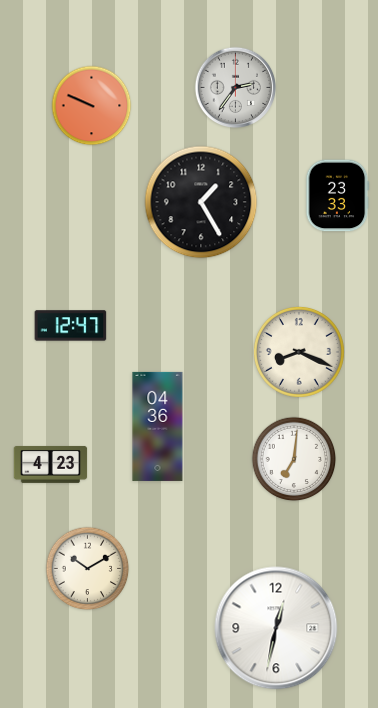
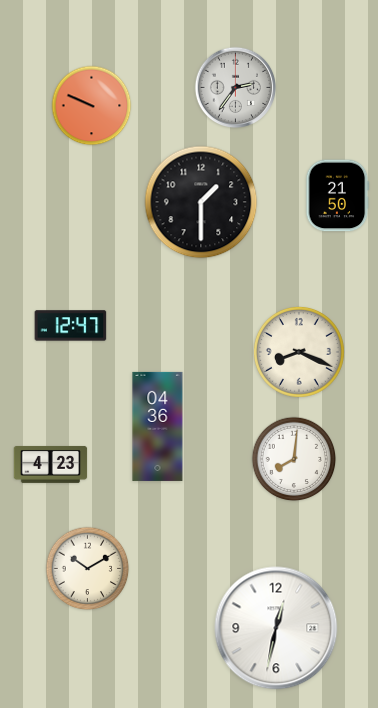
clock at (338, 196): 23:33 -> 21:50
clock at (201, 202): 1:25 -> 1:30
clock at (294, 459): 7:01 -> 8:01
